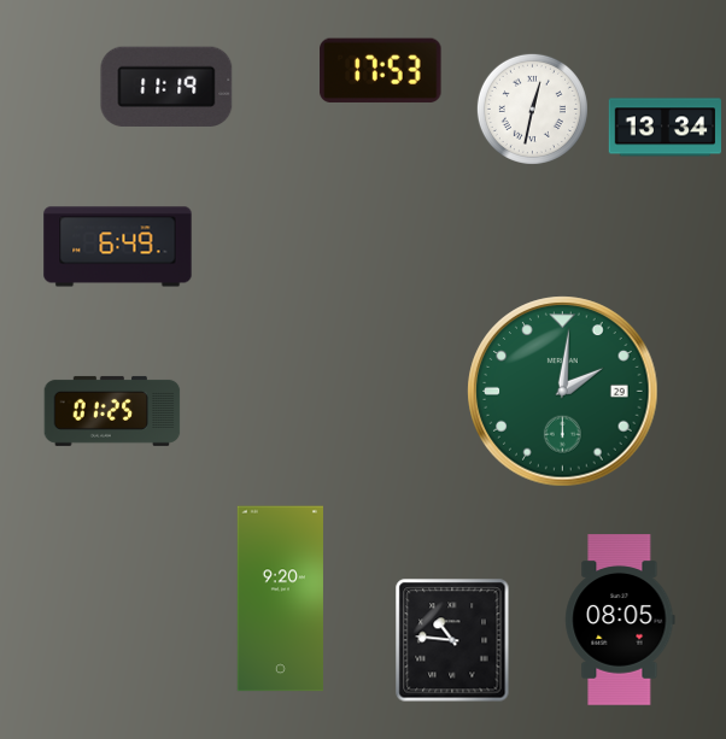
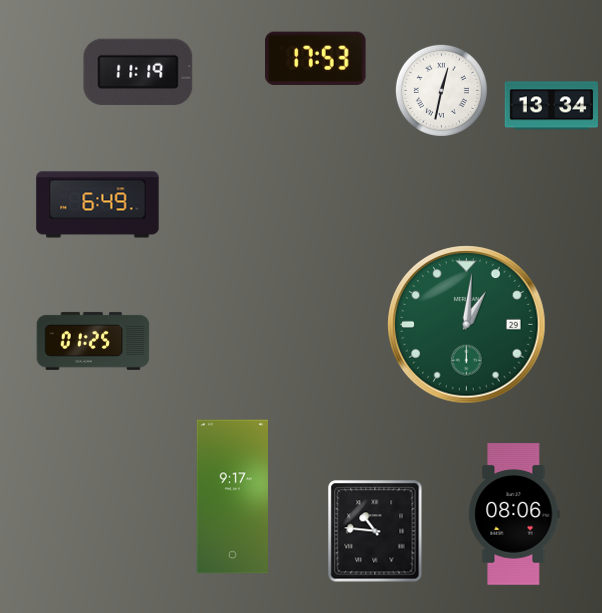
clock at (563, 392): 2:01 -> 1:01
clock at (280, 599): 9:20 -> 9:17
clock at (620, 620): 08:05 -> 08:06
